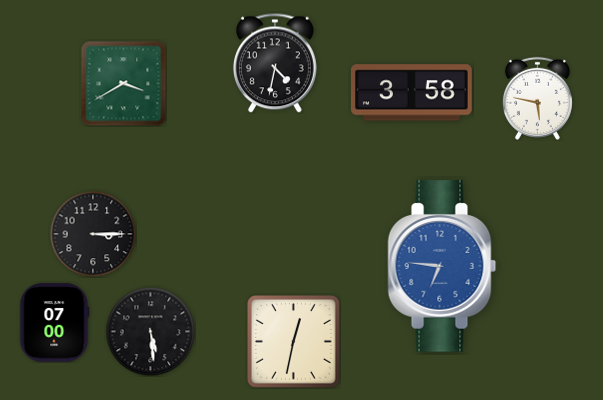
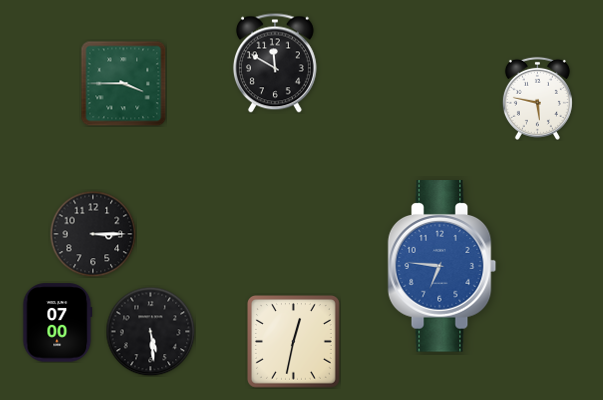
clock at (275, 63): 4:32 -> 11:50
clock at (123, 83): 3:40 -> 3:45
clock at (411, 93): 3:58 -> none
clock at (55, 323) position: (55, 323) -> (58, 323)
